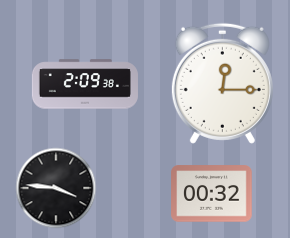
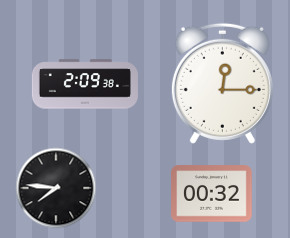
clock at (56, 188): 3:46 -> 7:46
